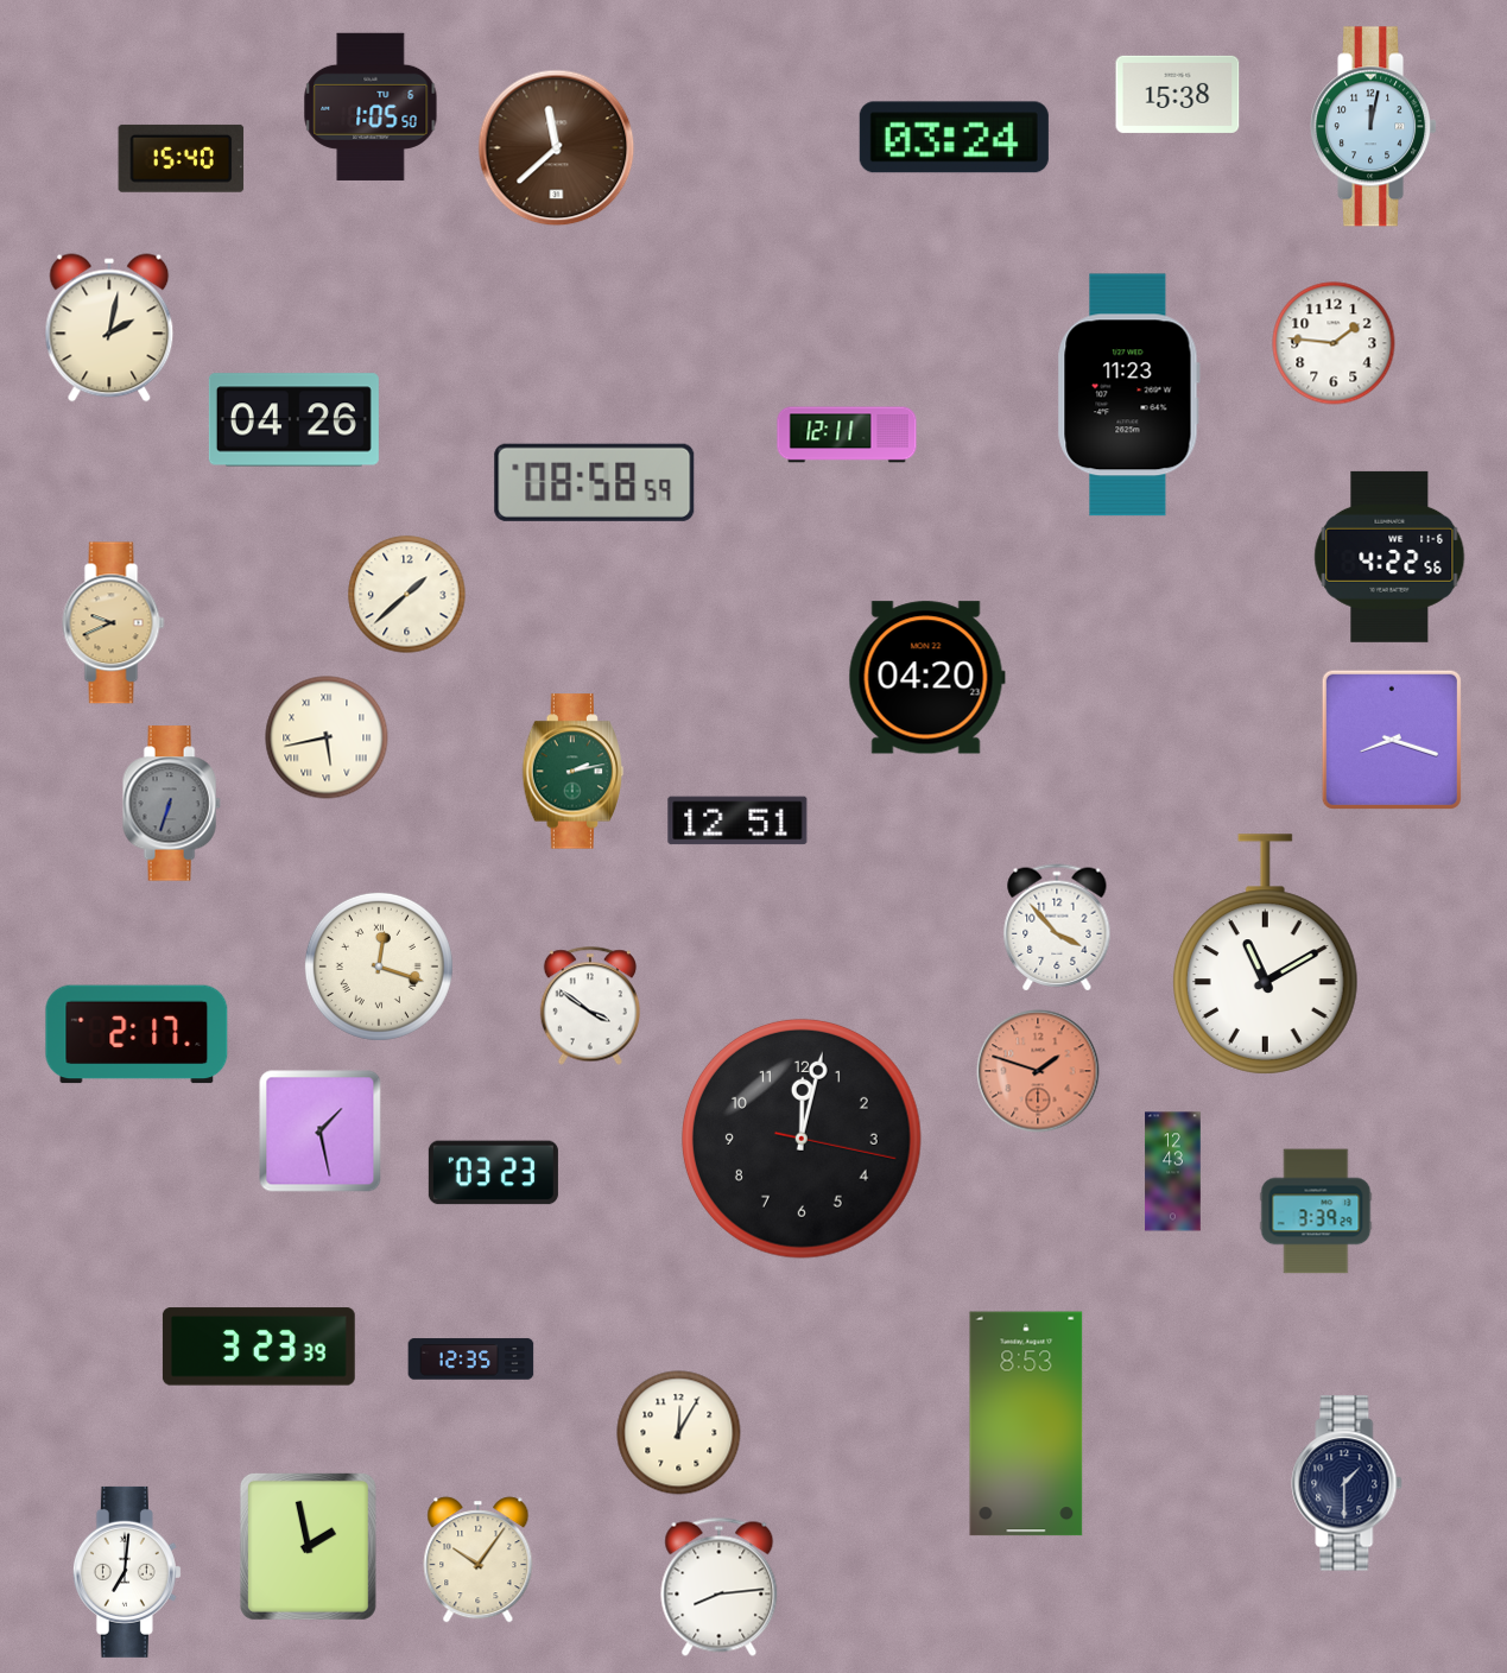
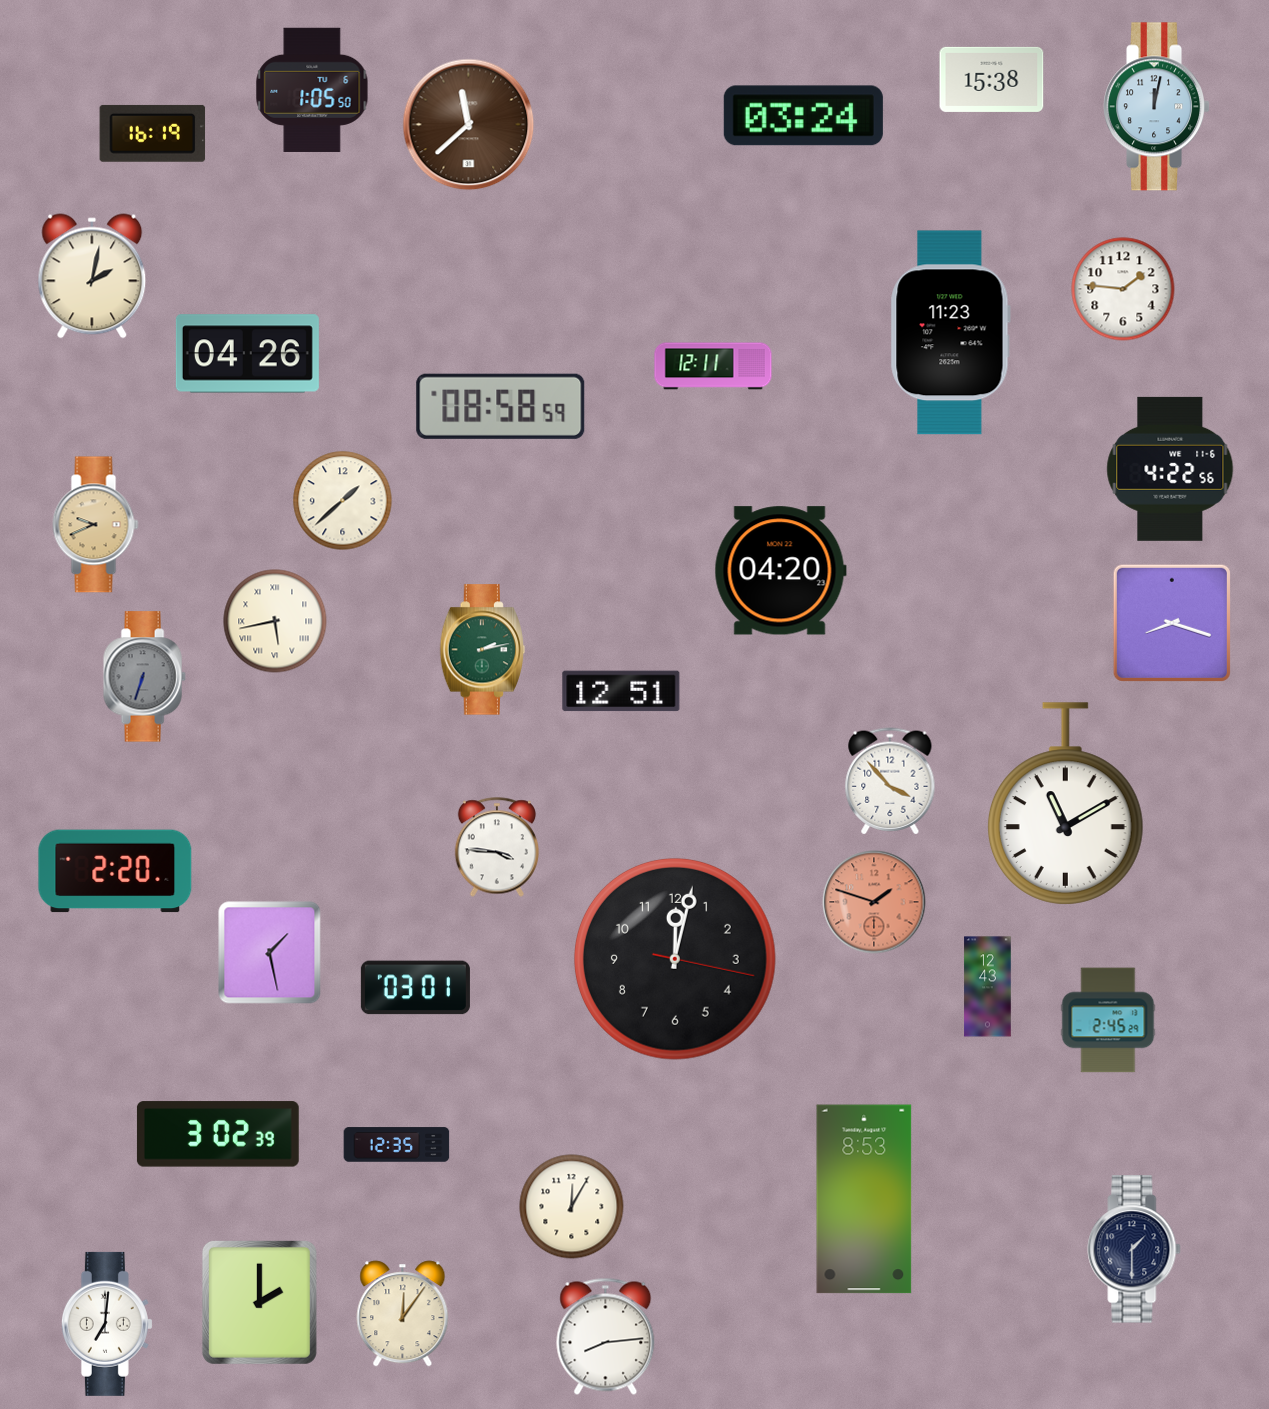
clock at (182, 158): 15:40 -> 16:19
clock at (379, 967): 12:18 -> none
clock at (589, 1006): 3:51 -> 3:46
clock at (137, 1034): 2:17 -> 2:20
clock at (493, 1173): 03:23 -> 03:01
clock at (1316, 1211): 3:39 -> 2:45
clock at (259, 1346): 3:23 -> 3:02
clock at (308, 1546): 1:58 -> 2:00
clock at (479, 1560): 10:06 -> 12:06
